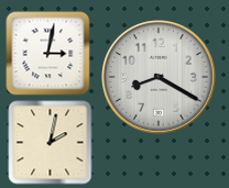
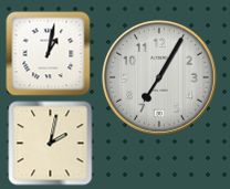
clock at (48, 54): 3:02 -> 1:02
clock at (159, 77): 8:20 -> 7:05
